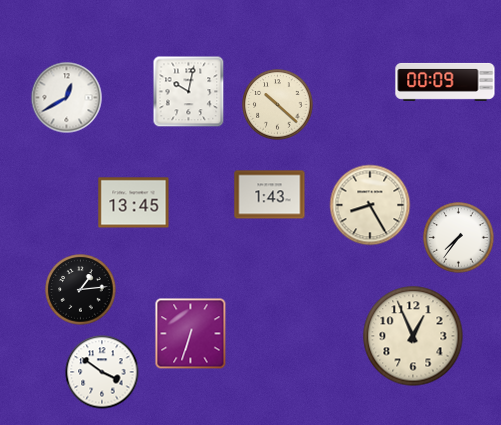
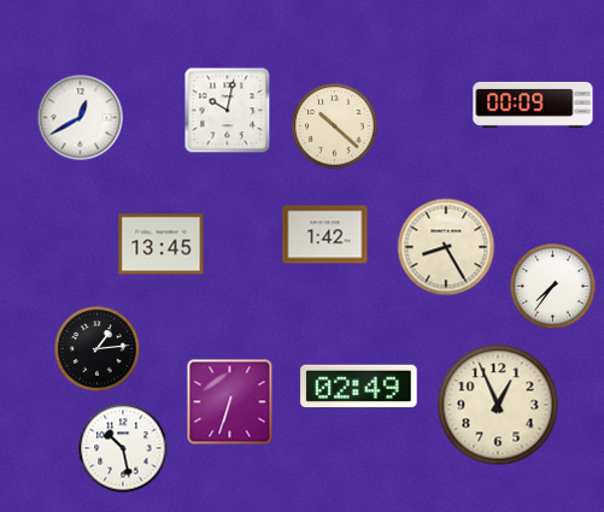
clock at (445, 82) position: (445, 82) -> (533, 105)
clock at (270, 195): 1:43 -> 1:42
clock at (359, 387): none -> 02:49
clock at (102, 372): 3:51 -> 10:28
